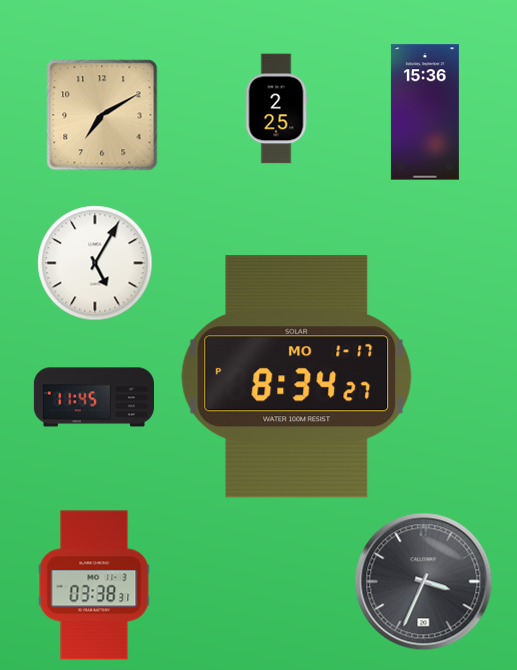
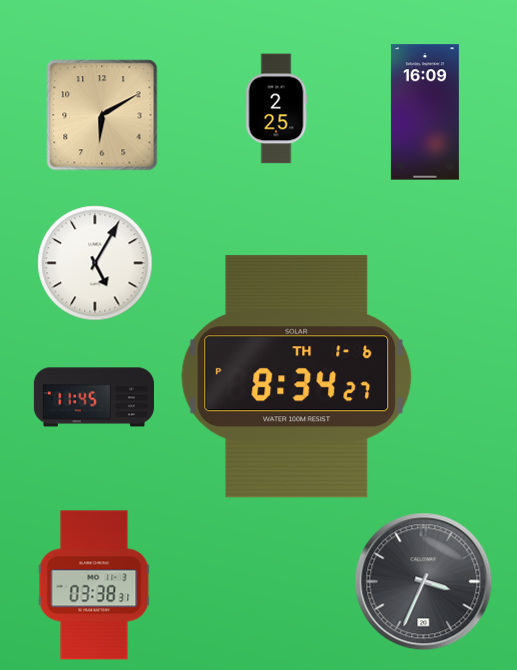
clock at (425, 112): 15:36 -> 16:09
clock at (102, 115): 7:10 -> 6:10
clock at (297, 377) date: MO 1-17 -> TH 1-6
